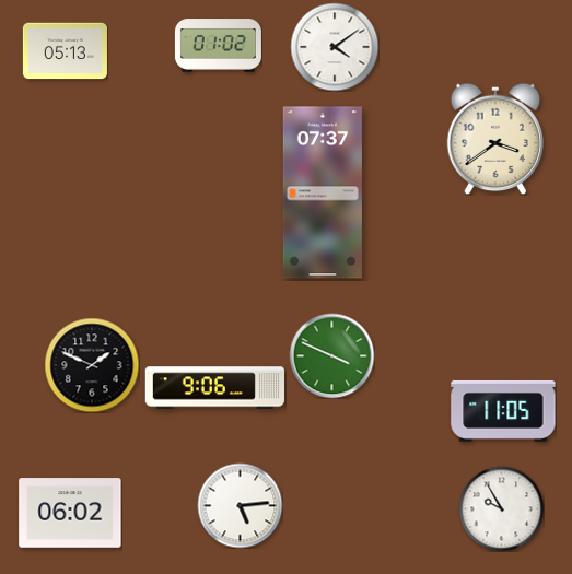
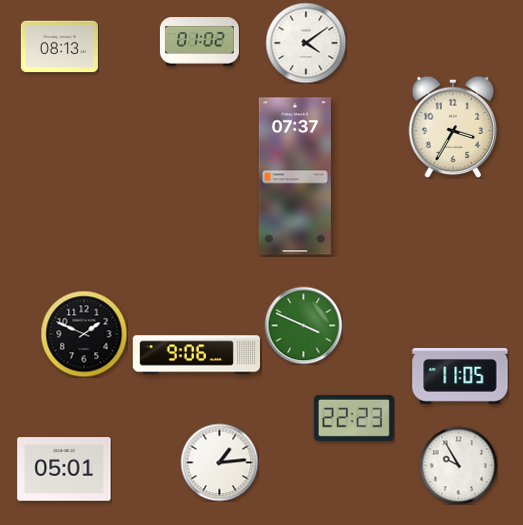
clock at (65, 51): 05:13 -> 08:13
clock at (495, 139): 3:39 -> 3:35
clock at (354, 418): none -> 22:23
clock at (240, 505): 5:14 -> 1:14
clock at (70, 513): 06:02 -> 05:01
